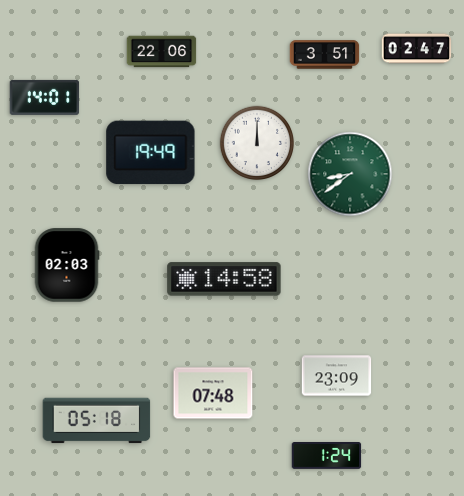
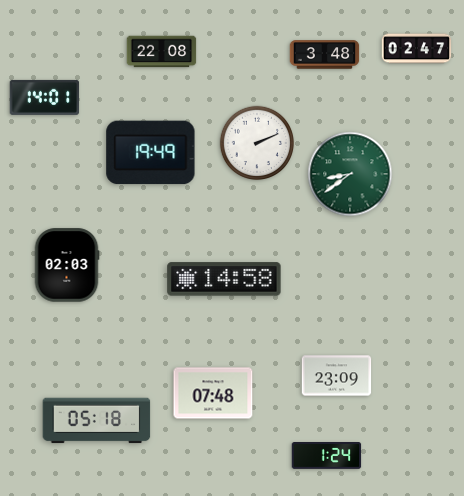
clock at (162, 52): 22:06 -> 22:08
clock at (325, 55): 3:51 -> 3:48
clock at (257, 143): 12:00 -> 2:11
